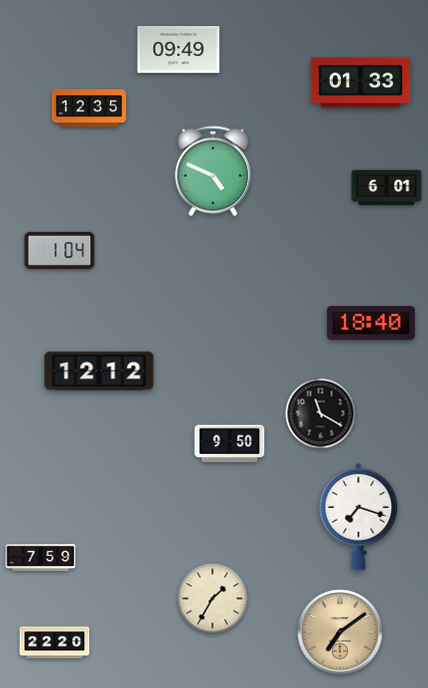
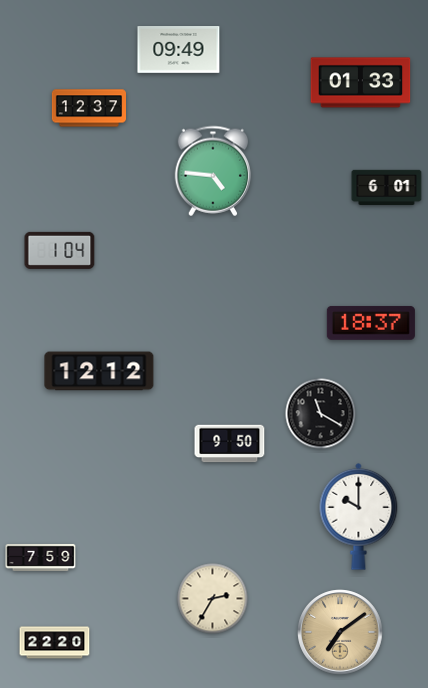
clock at (88, 108): 12:35 -> 12:37
clock at (213, 171): 4:49 -> 4:46
clock at (371, 323): 18:40 -> 18:37
clock at (359, 516): 7:18 -> 10:00
clock at (213, 599): 1:35 -> 2:35
